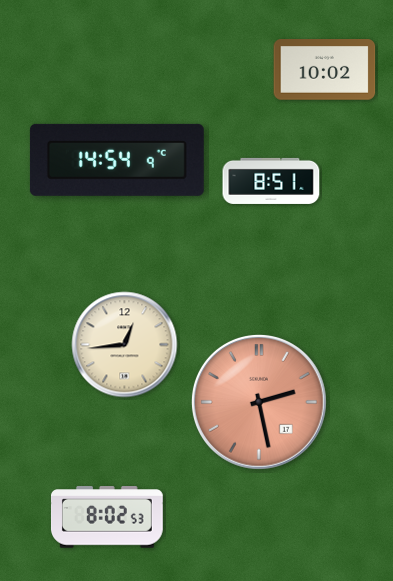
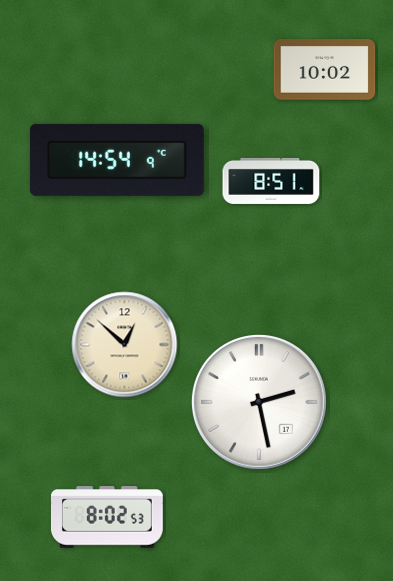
clock at (125, 345): 12:44 -> 12:52
clock at (259, 402) dial: salmon -> white
